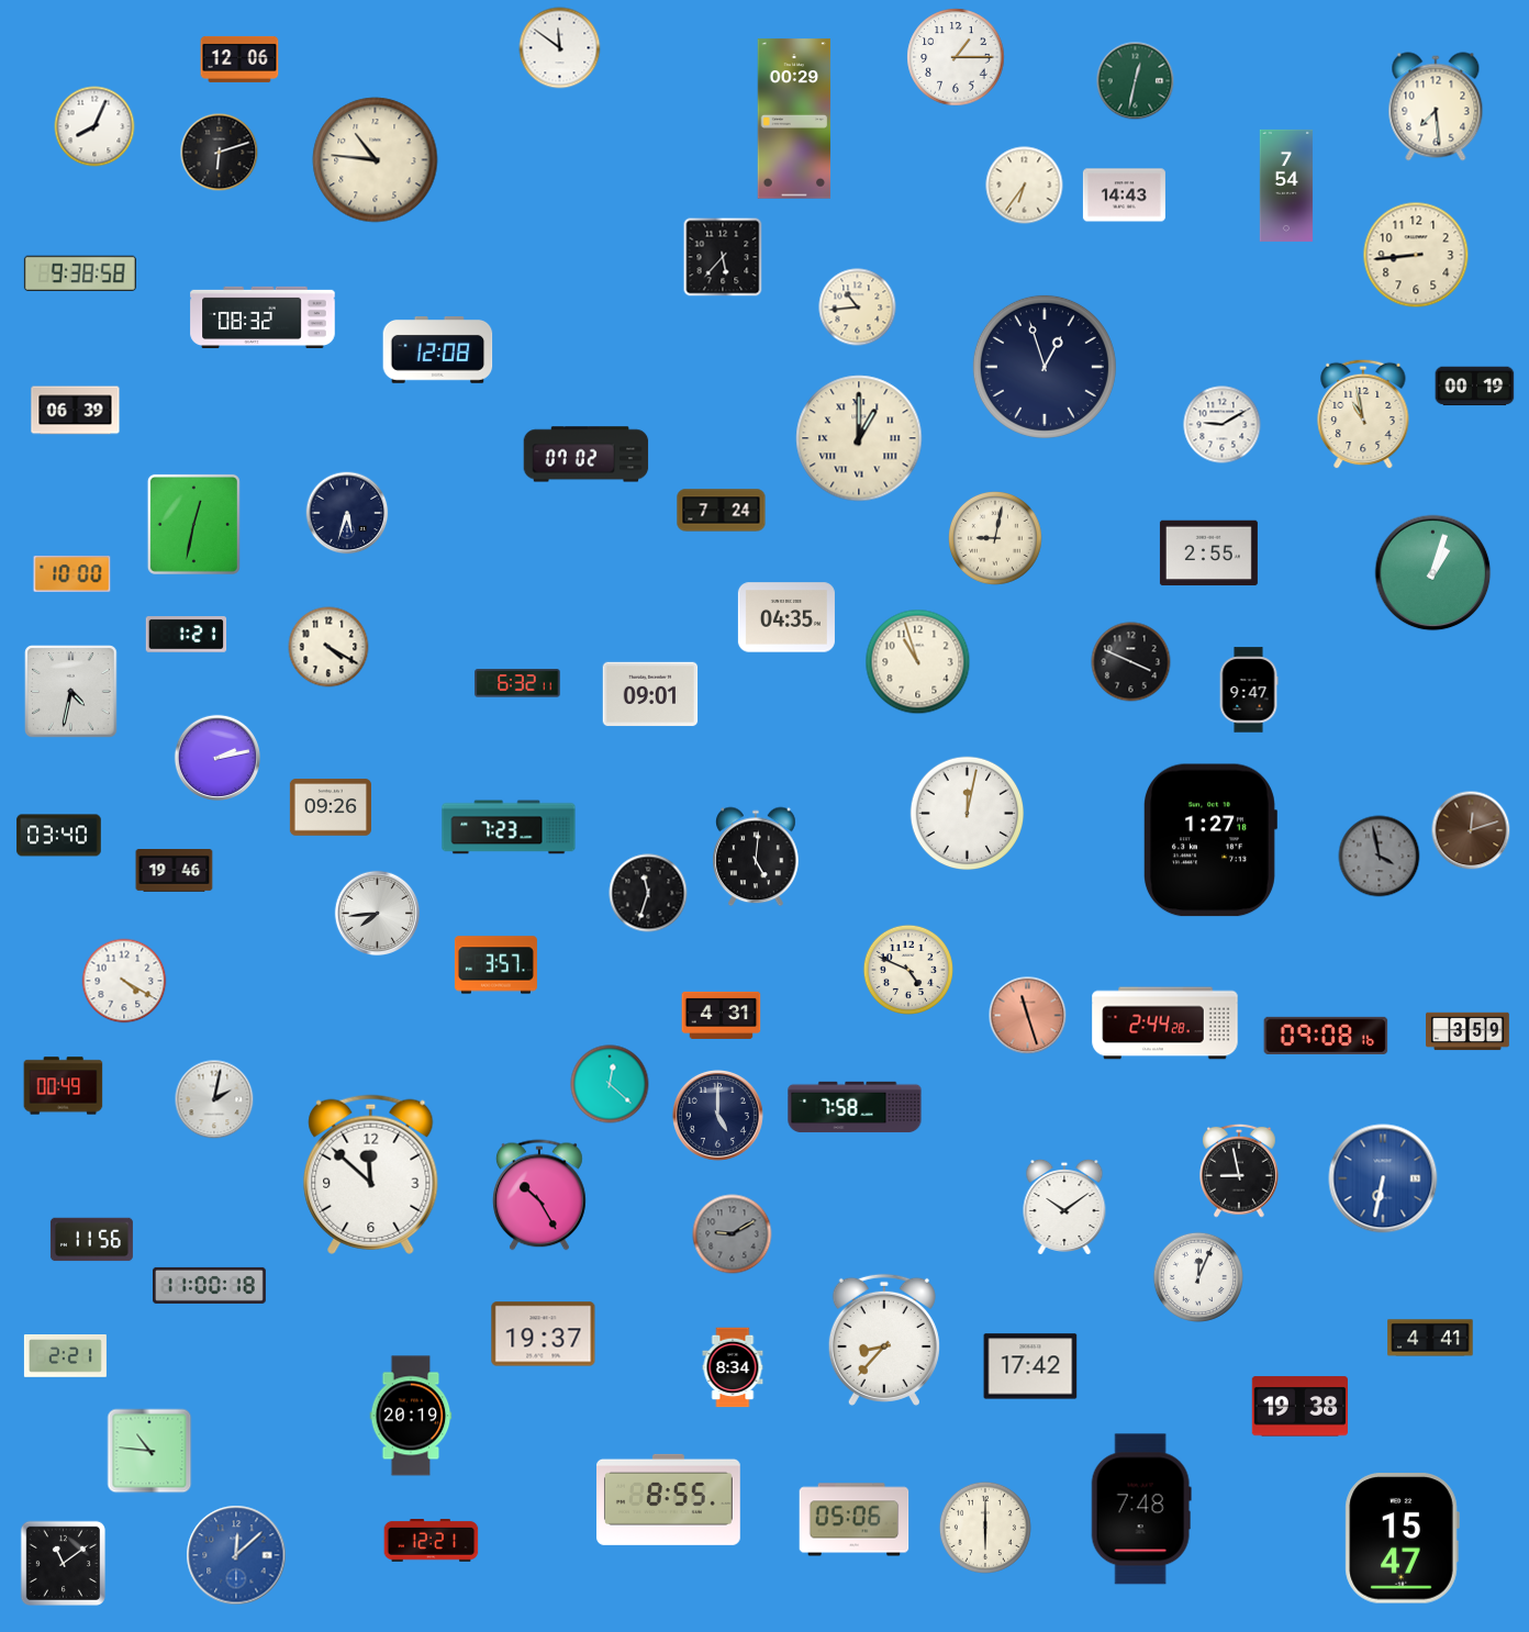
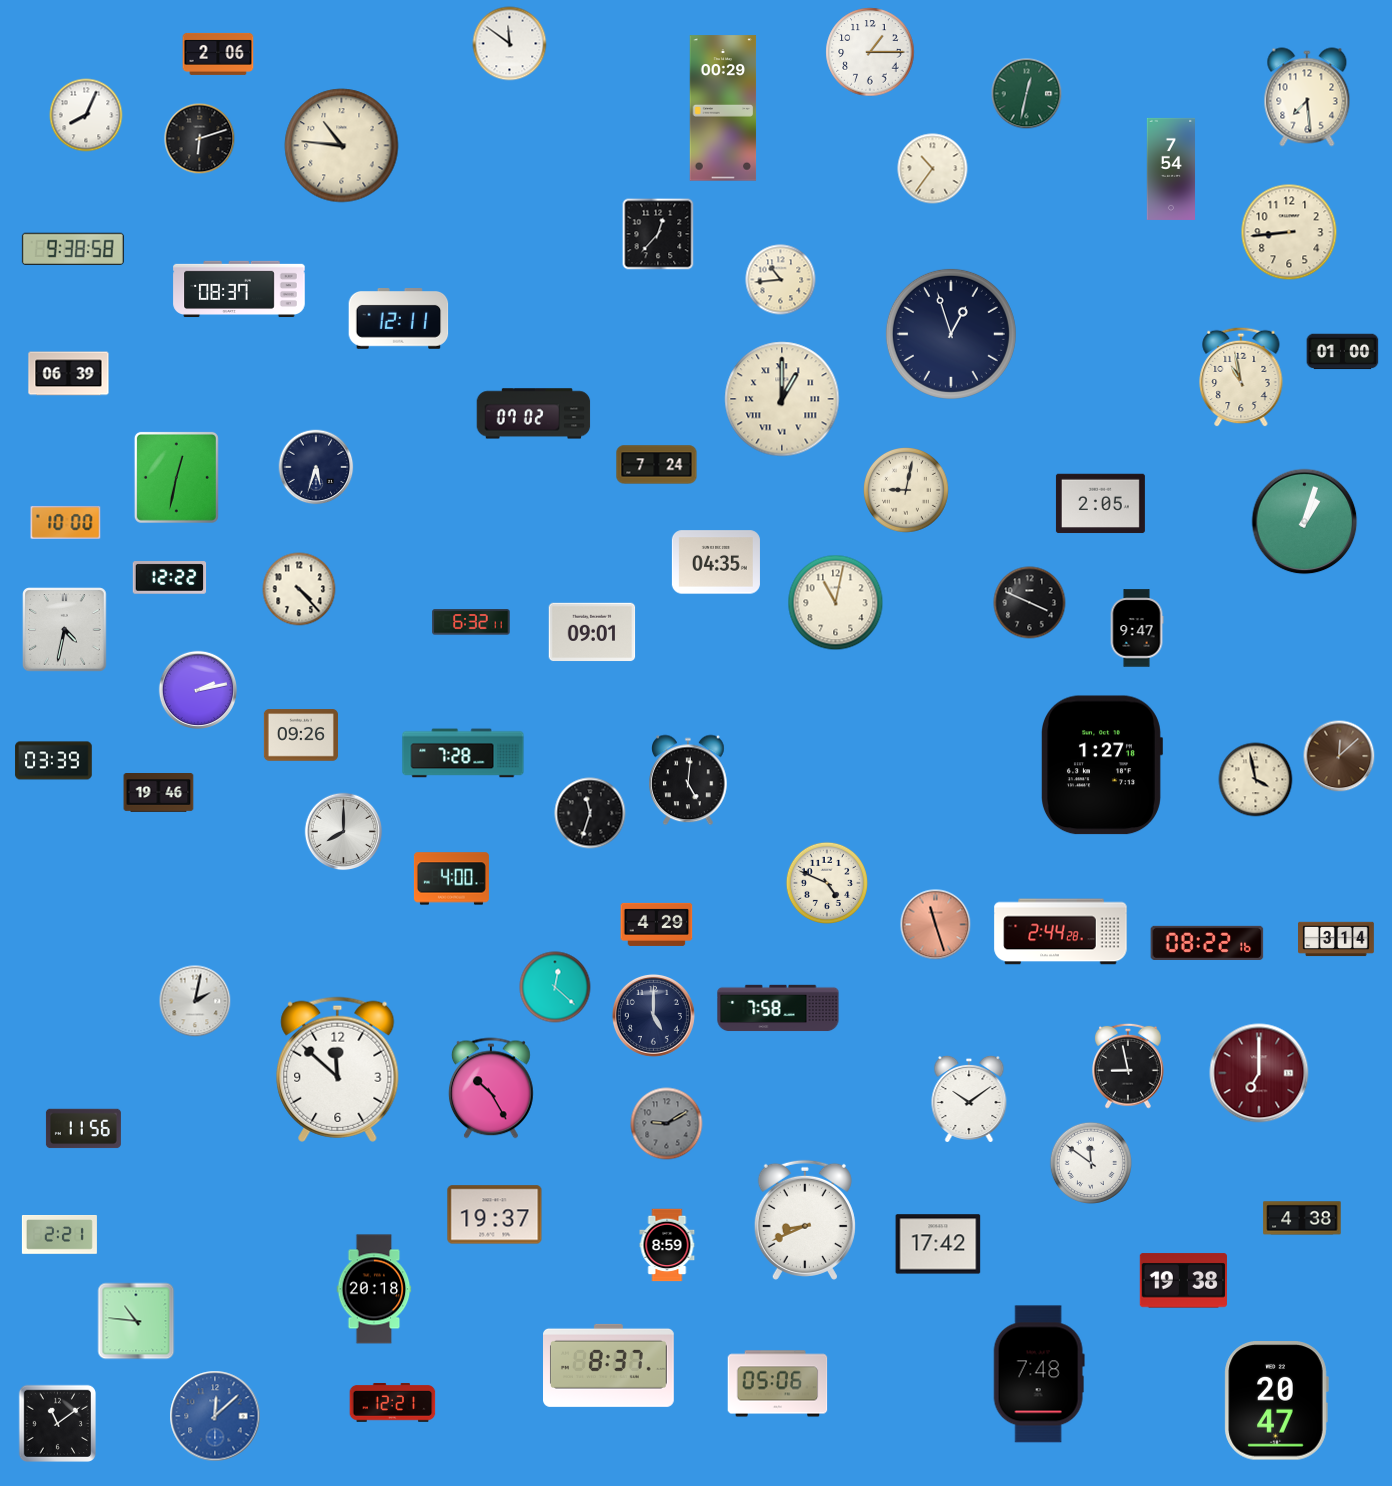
clock at (239, 59): 12:06 -> 2:06
clock at (1136, 81) position: (1136, 81) -> (1027, 94)
clock at (1025, 186): 6:36 -> 10:36
clock at (1124, 195): 14:43 -> none
clock at (723, 257): 5:37 -> 12:37
clock at (263, 317): 08:32 -> 08:37
clock at (438, 350): 12:08 -> 12:11
clock at (1475, 387): 00:19 -> 01:00
clock at (1223, 425): 9:10 -> none
clock at (1208, 554): 2:55 -> 2:05
clock at (187, 635): 1:21 -> 12:22
clock at (328, 647): 4:20 -> 4:23
clock at (918, 662): 10:57 -> 11:02
clock at (968, 814): 12:02 -> none
clock at (509, 827): 7:23 -> 7:28
clock at (1471, 830): 12:12 -> 12:08
clock at (59, 836): 03:40 -> 03:39
clock at (1380, 857) dial: grey -> cream
clock at (378, 914): 7:44 -> 8:00
clock at (495, 965): 3:57 -> 4:00
clock at (124, 981): 4:20 -> none
clock at (722, 1015): 4:31 -> 4:29
clock at (1469, 1031): 3:59 -> 3:14
clock at (1326, 1036): 09:08 -> 08:22
clock at (64, 1086): 00:49 -> none
clock at (1383, 1178): 6:32 -> 7:00
clock at (1383, 1178) dial: blue -> burgundy
clock at (1198, 1277): 12:04 -> 11:51
clock at (209, 1285): 11:00 -> none
clock at (1430, 1338): 4:41 -> 4:38
clock at (884, 1340): 8:37 -> 8:41
clock at (733, 1367): 8:34 -> 8:59
clock at (411, 1416): 20:19 -> 20:18
clock at (669, 1499): 8:55 -> 8:37
clock at (985, 1528): 6:00 -> none
clock at (1402, 1539): 15:47 -> 20:47
